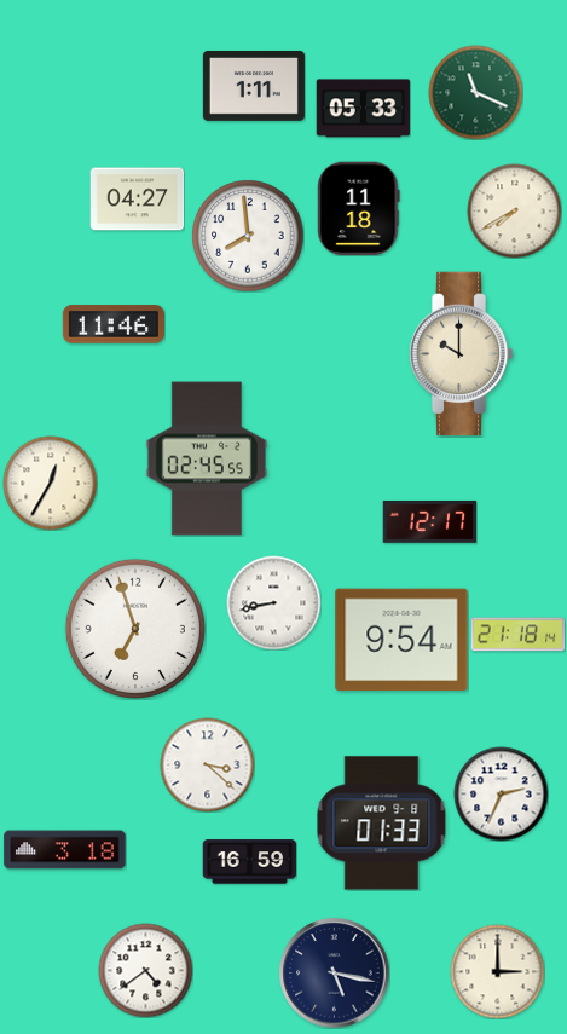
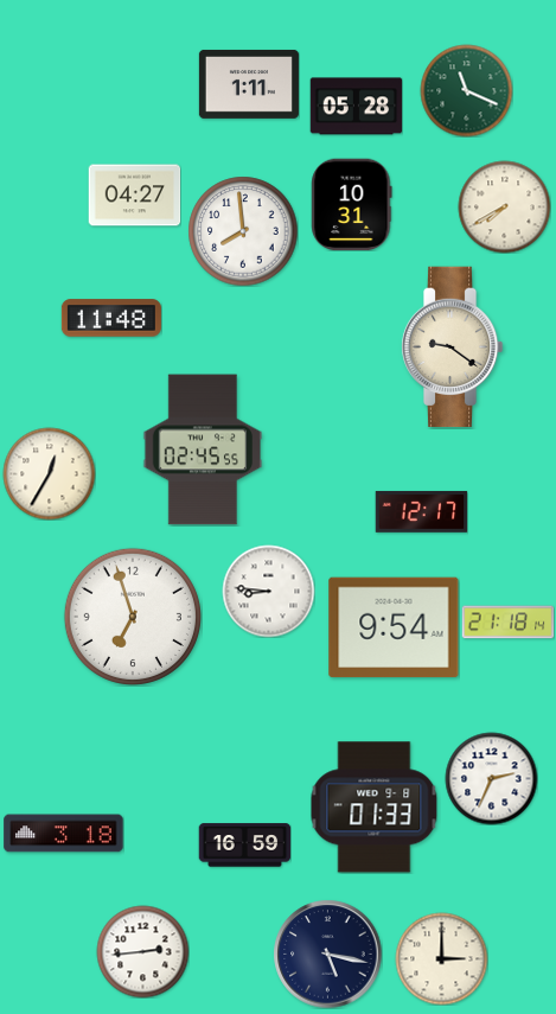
clock at (363, 109): 05:33 -> 05:28
clock at (359, 208): 11:18 -> 10:31
clock at (114, 324): 11:46 -> 11:48
clock at (461, 354): 10:00 -> 9:21
clock at (273, 602): 8:43 -> 8:46
clock at (207, 764): 3:22 -> none
clock at (145, 970): 4:39 -> 2:44
clock at (497, 971) position: (497, 971) -> (441, 958)
